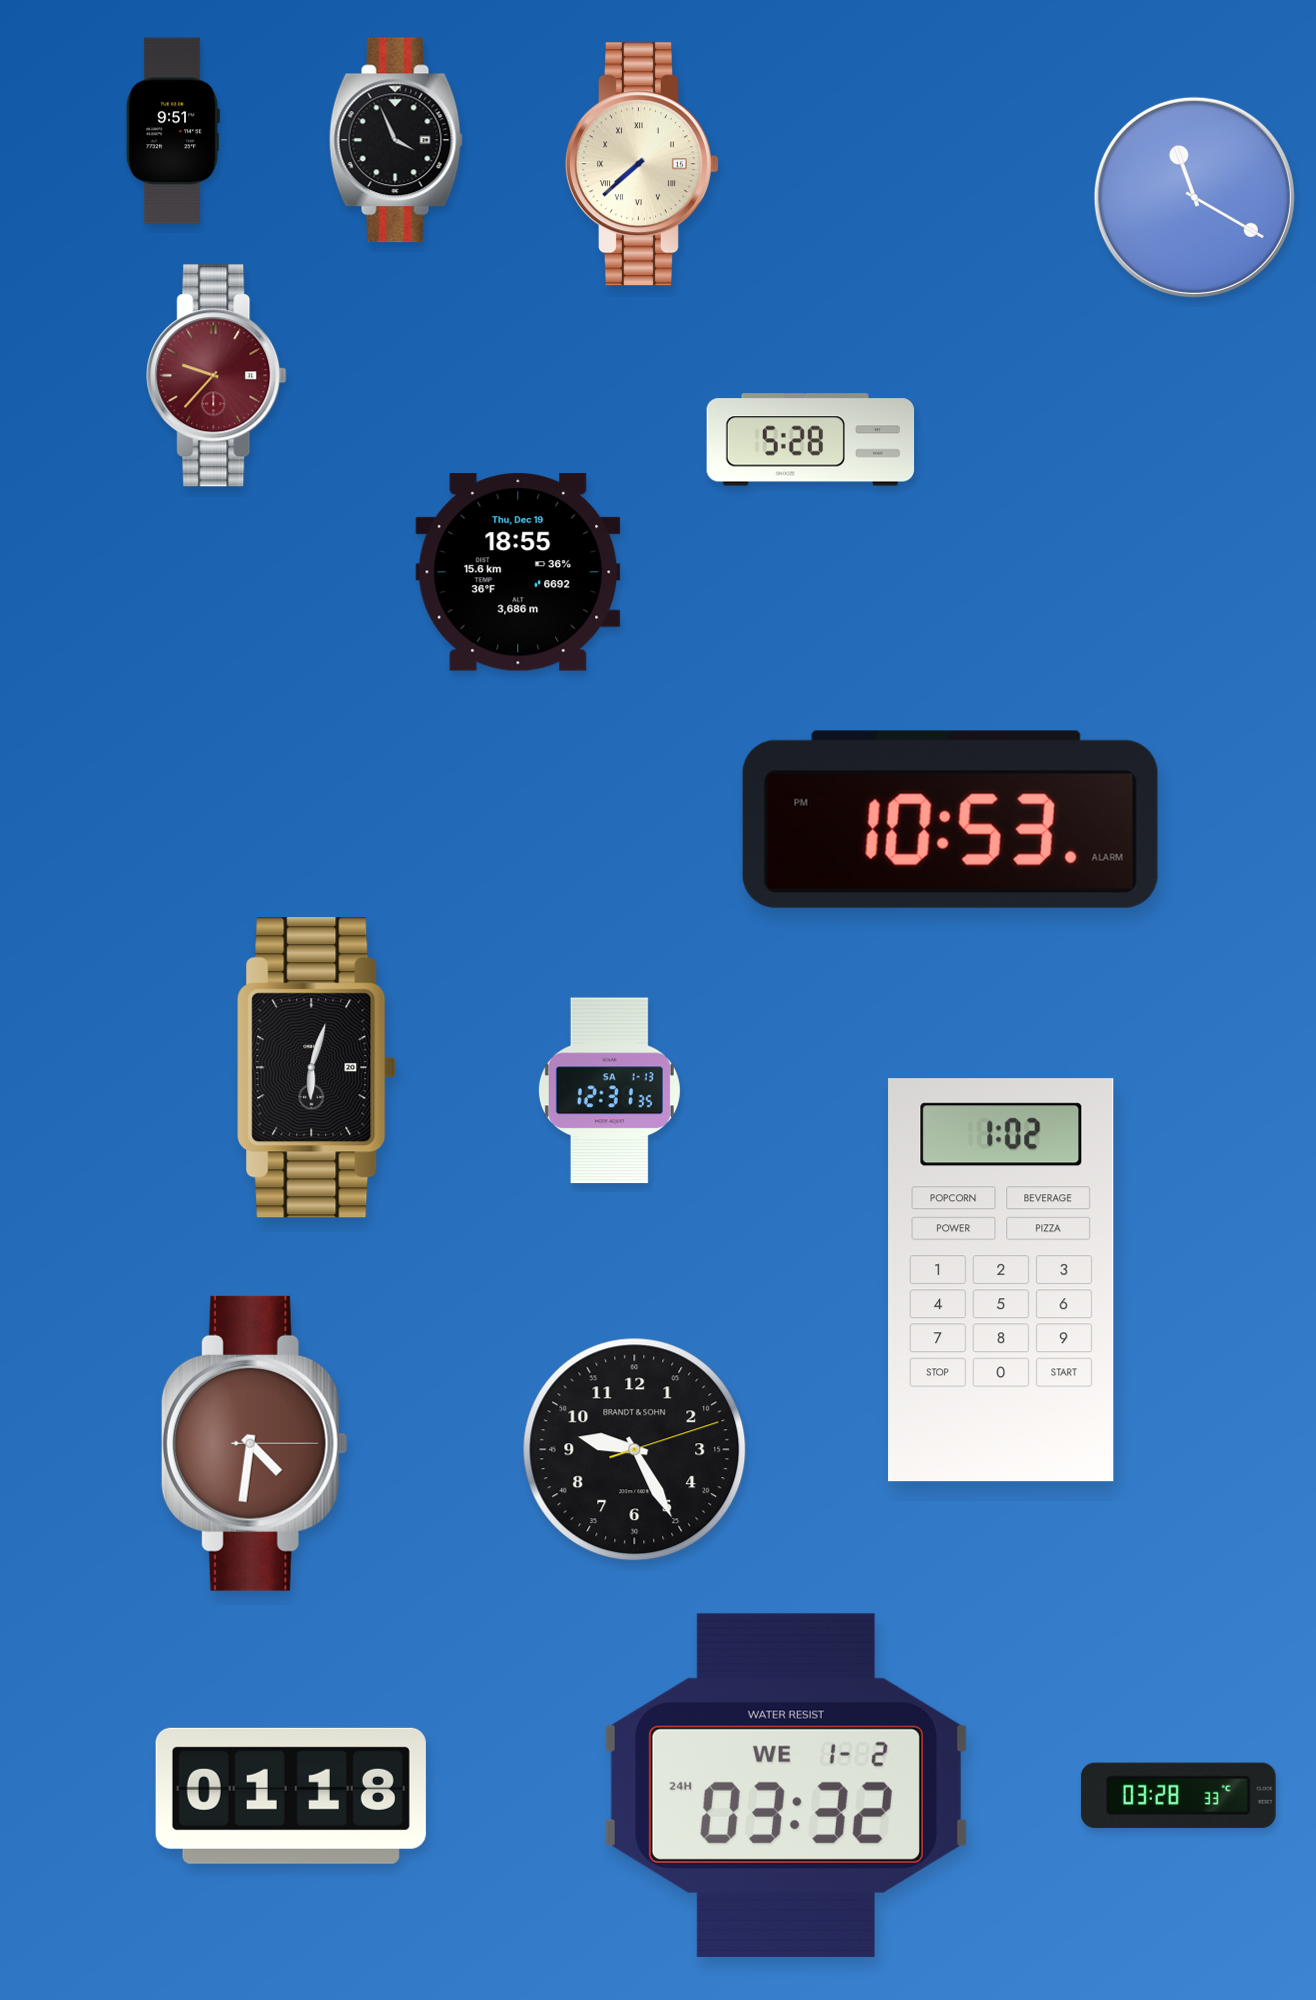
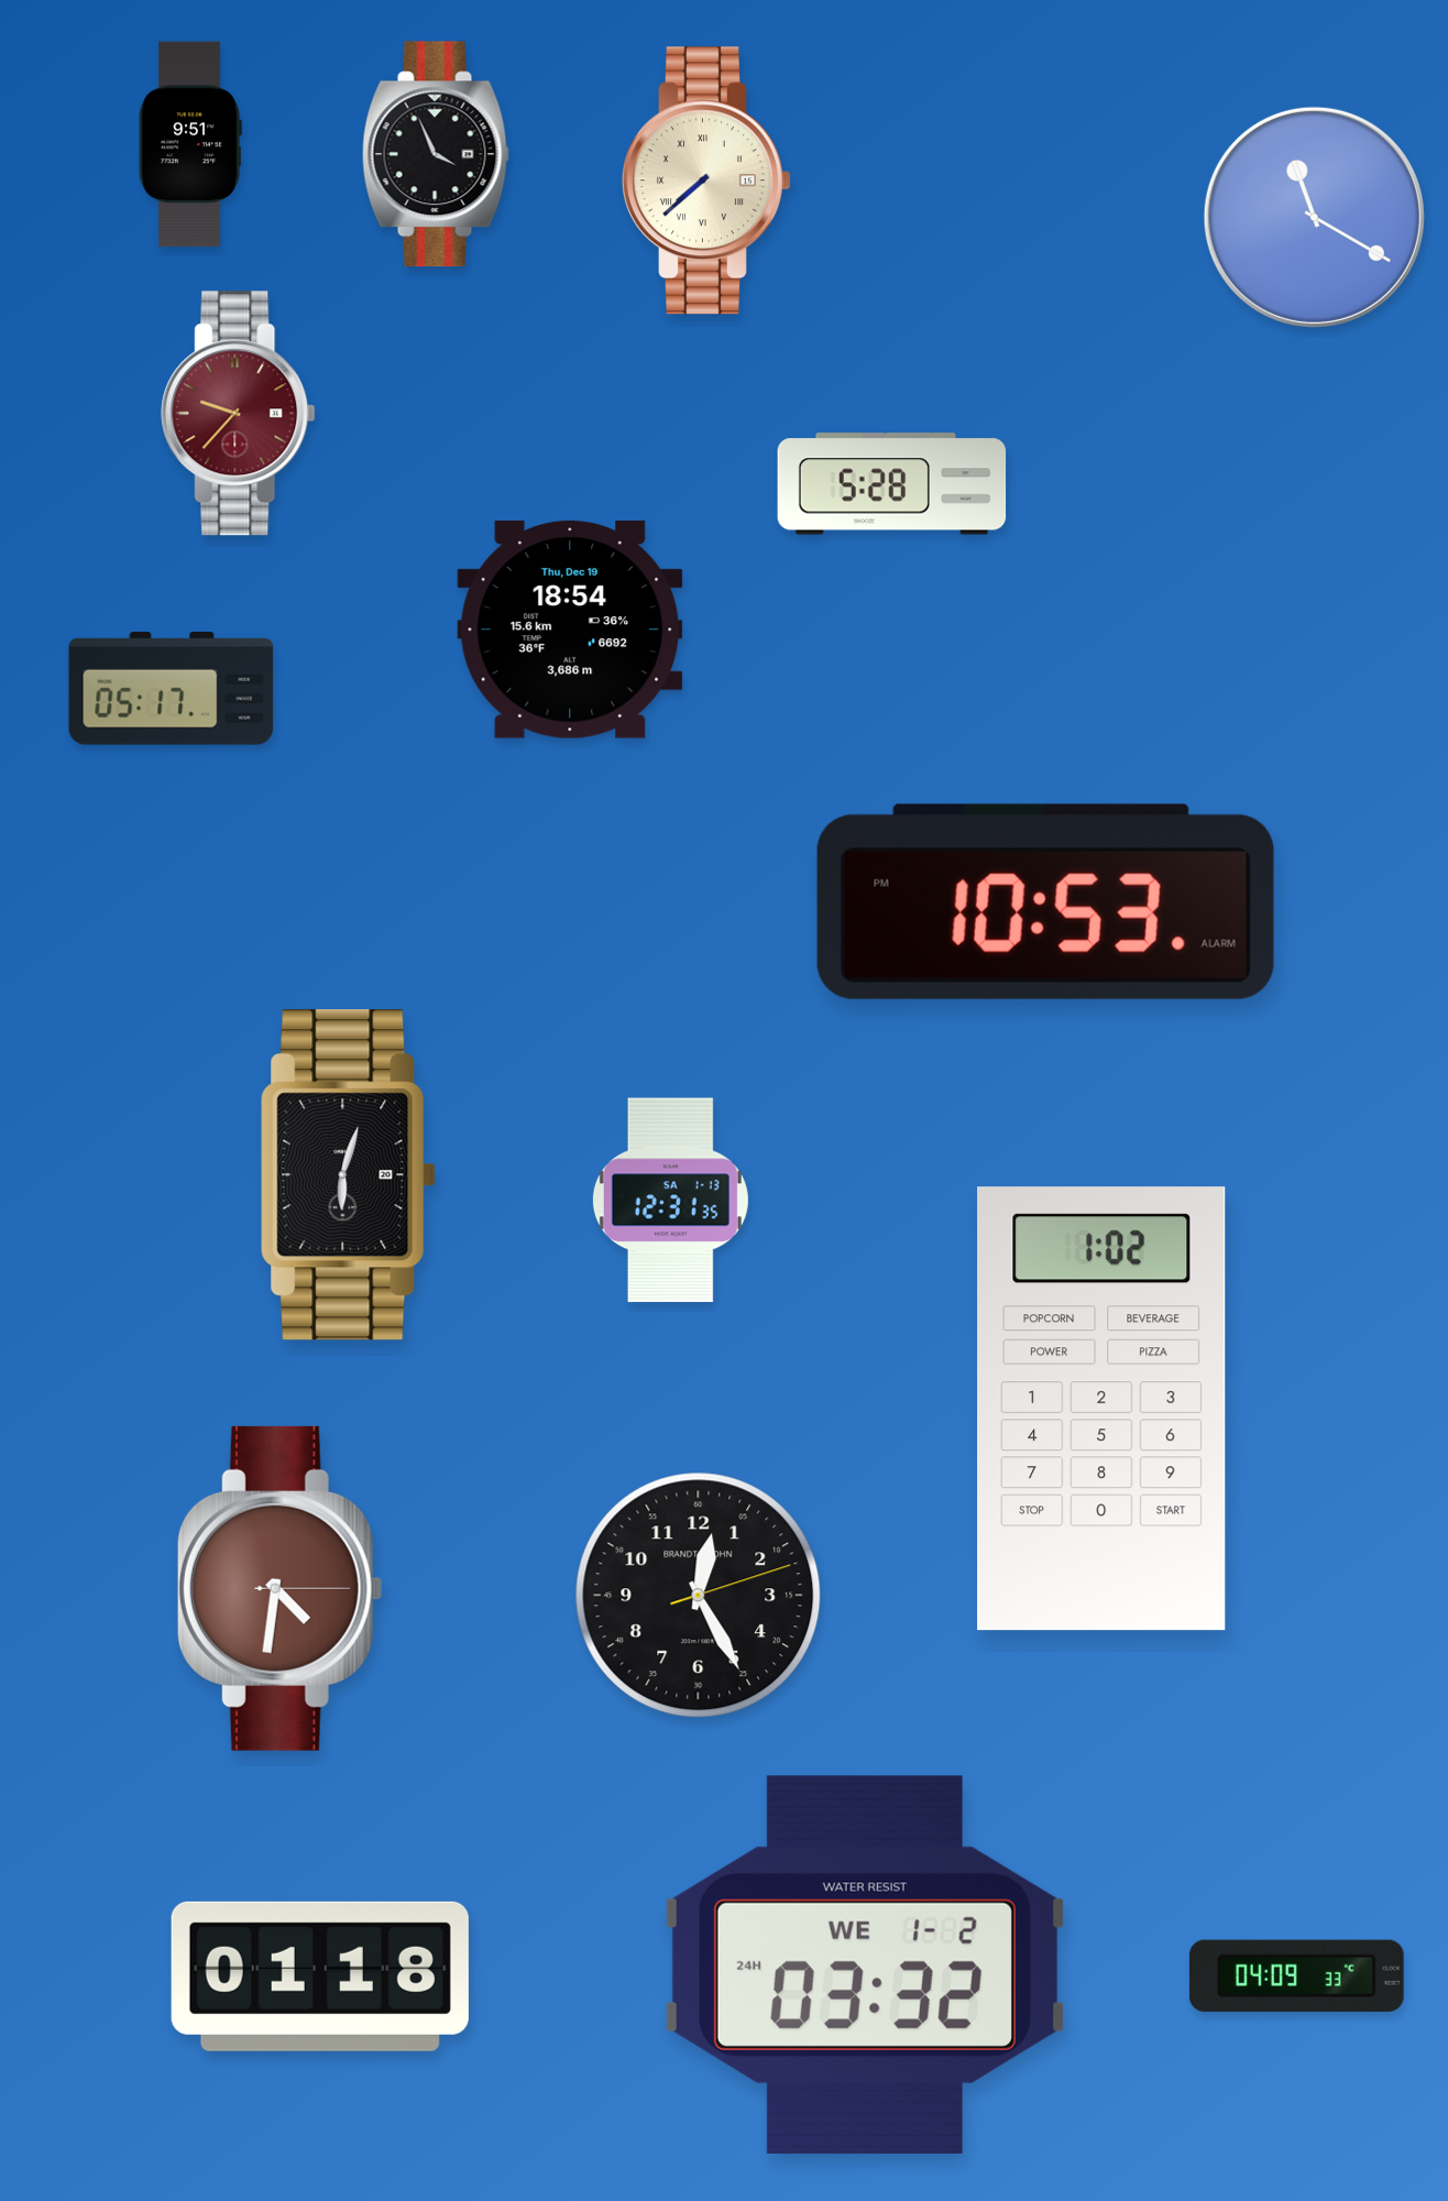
clock at (518, 572): 18:55 -> 18:54
clock at (172, 689): none -> 05:17
clock at (635, 1450): 9:25 -> 12:25
clock at (1178, 1795): 03:28 -> 04:09
